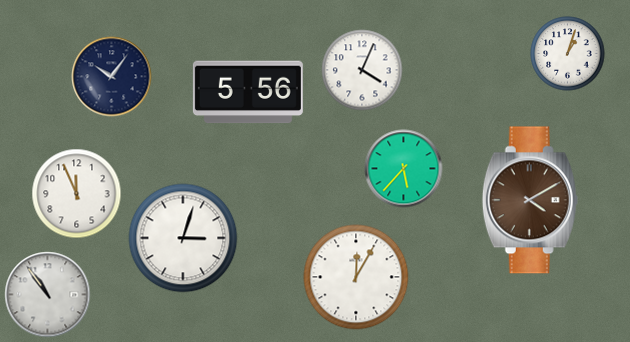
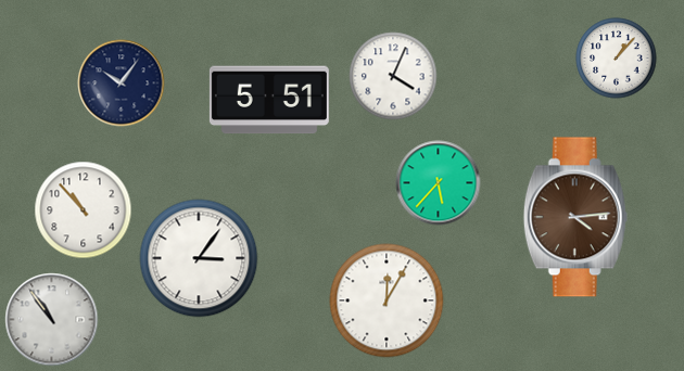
clock at (568, 54): 1:03 -> 1:07
clock at (248, 92): 5:56 -> 5:51
clock at (77, 194): 11:56 -> 10:53
clock at (530, 200): 4:10 -> 4:14
clock at (183, 238): 3:03 -> 3:06
